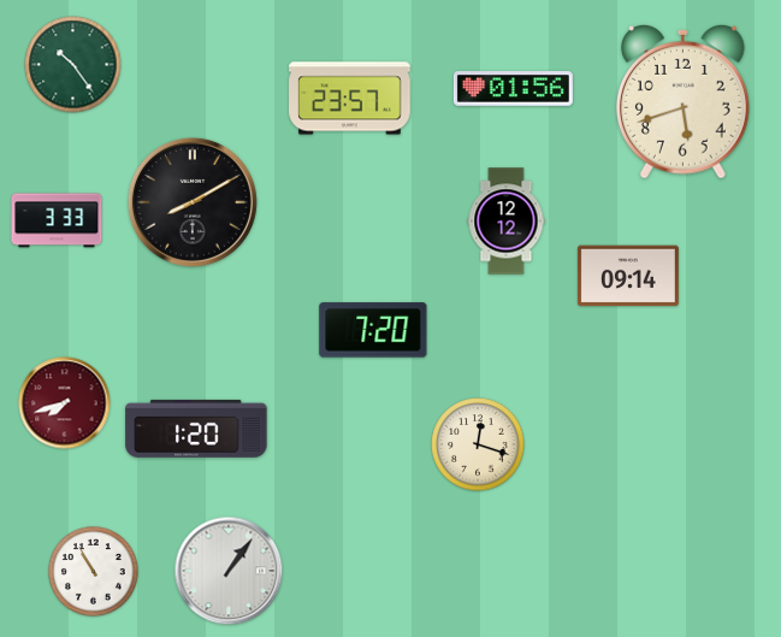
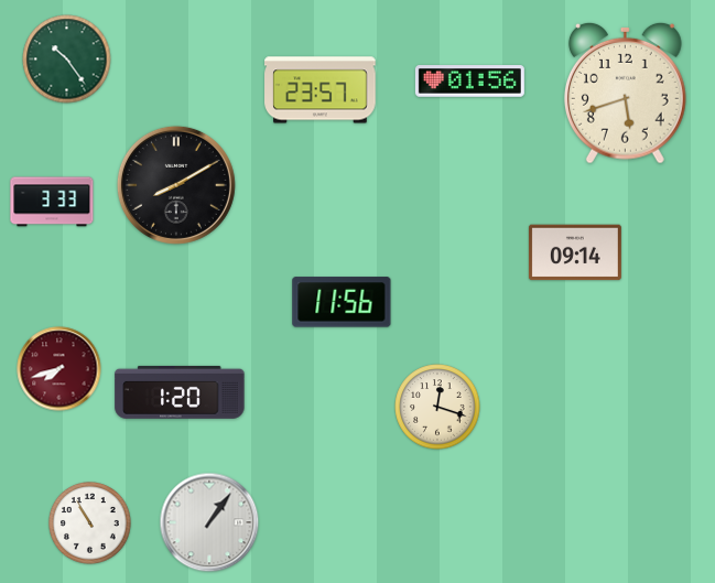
clock at (507, 222): 12:12 -> none
clock at (373, 330): 7:20 -> 11:56
clock at (94, 572) position: (94, 572) -> (90, 523)
